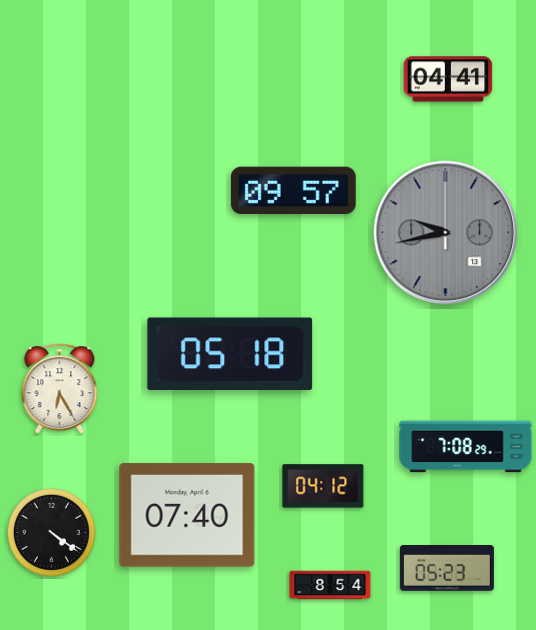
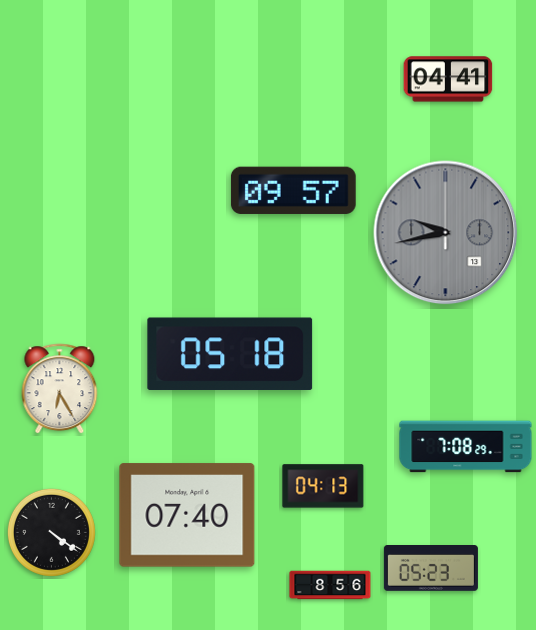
clock at (323, 486): 04:12 -> 04:13
clock at (447, 569) position: (447, 569) -> (431, 569)
clock at (330, 585): 8:54 -> 8:56
